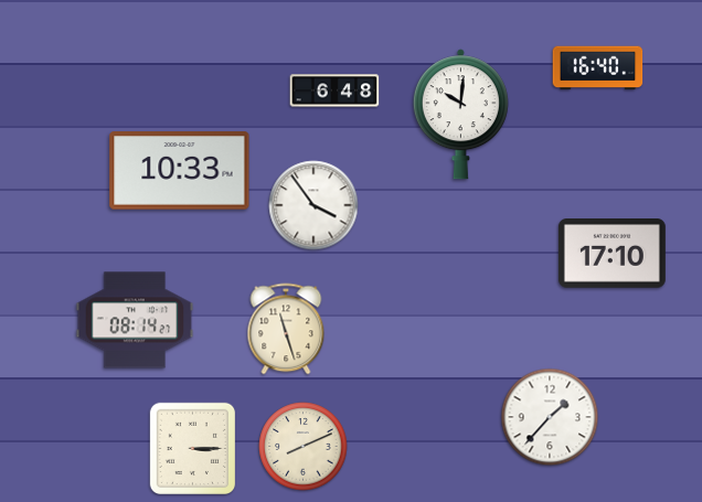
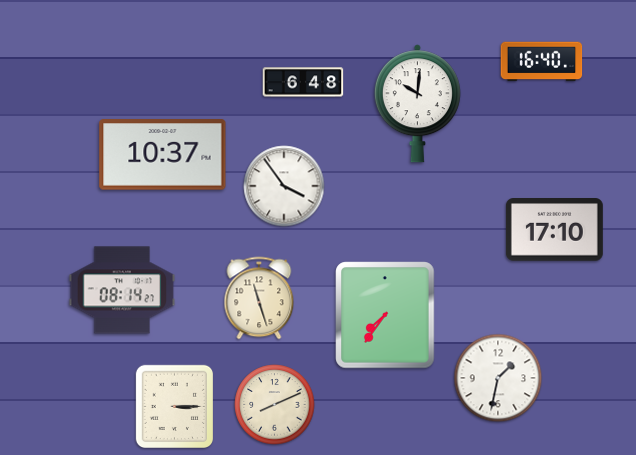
clock at (180, 171): 10:33 -> 10:37
clock at (385, 315): none -> 7:36
clock at (550, 417): 1:37 -> 1:32
